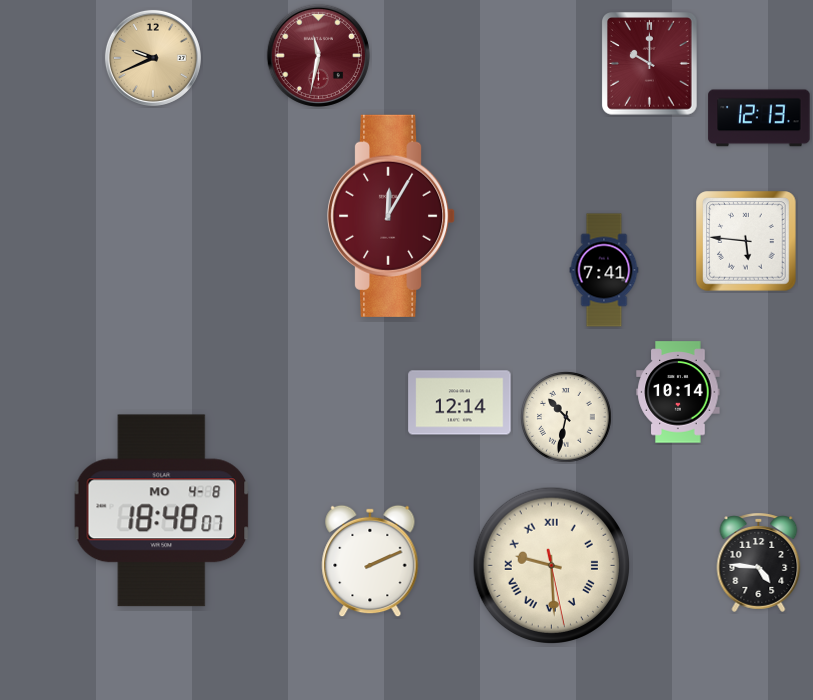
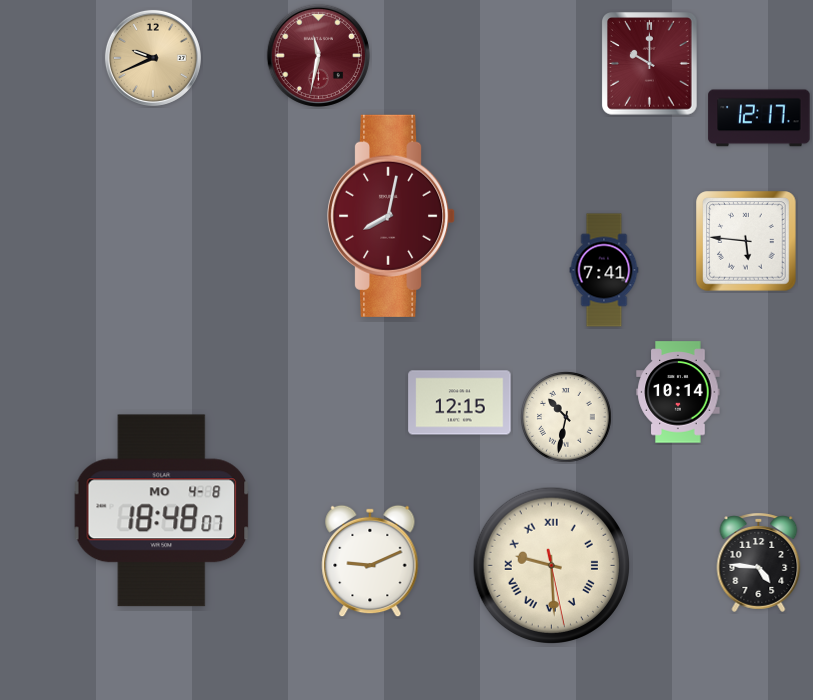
clock at (759, 118): 12:13 -> 12:17
clock at (391, 216): 12:05 -> 8:02
clock at (460, 403): 12:14 -> 12:15
clock at (370, 561): 2:11 -> 9:11
